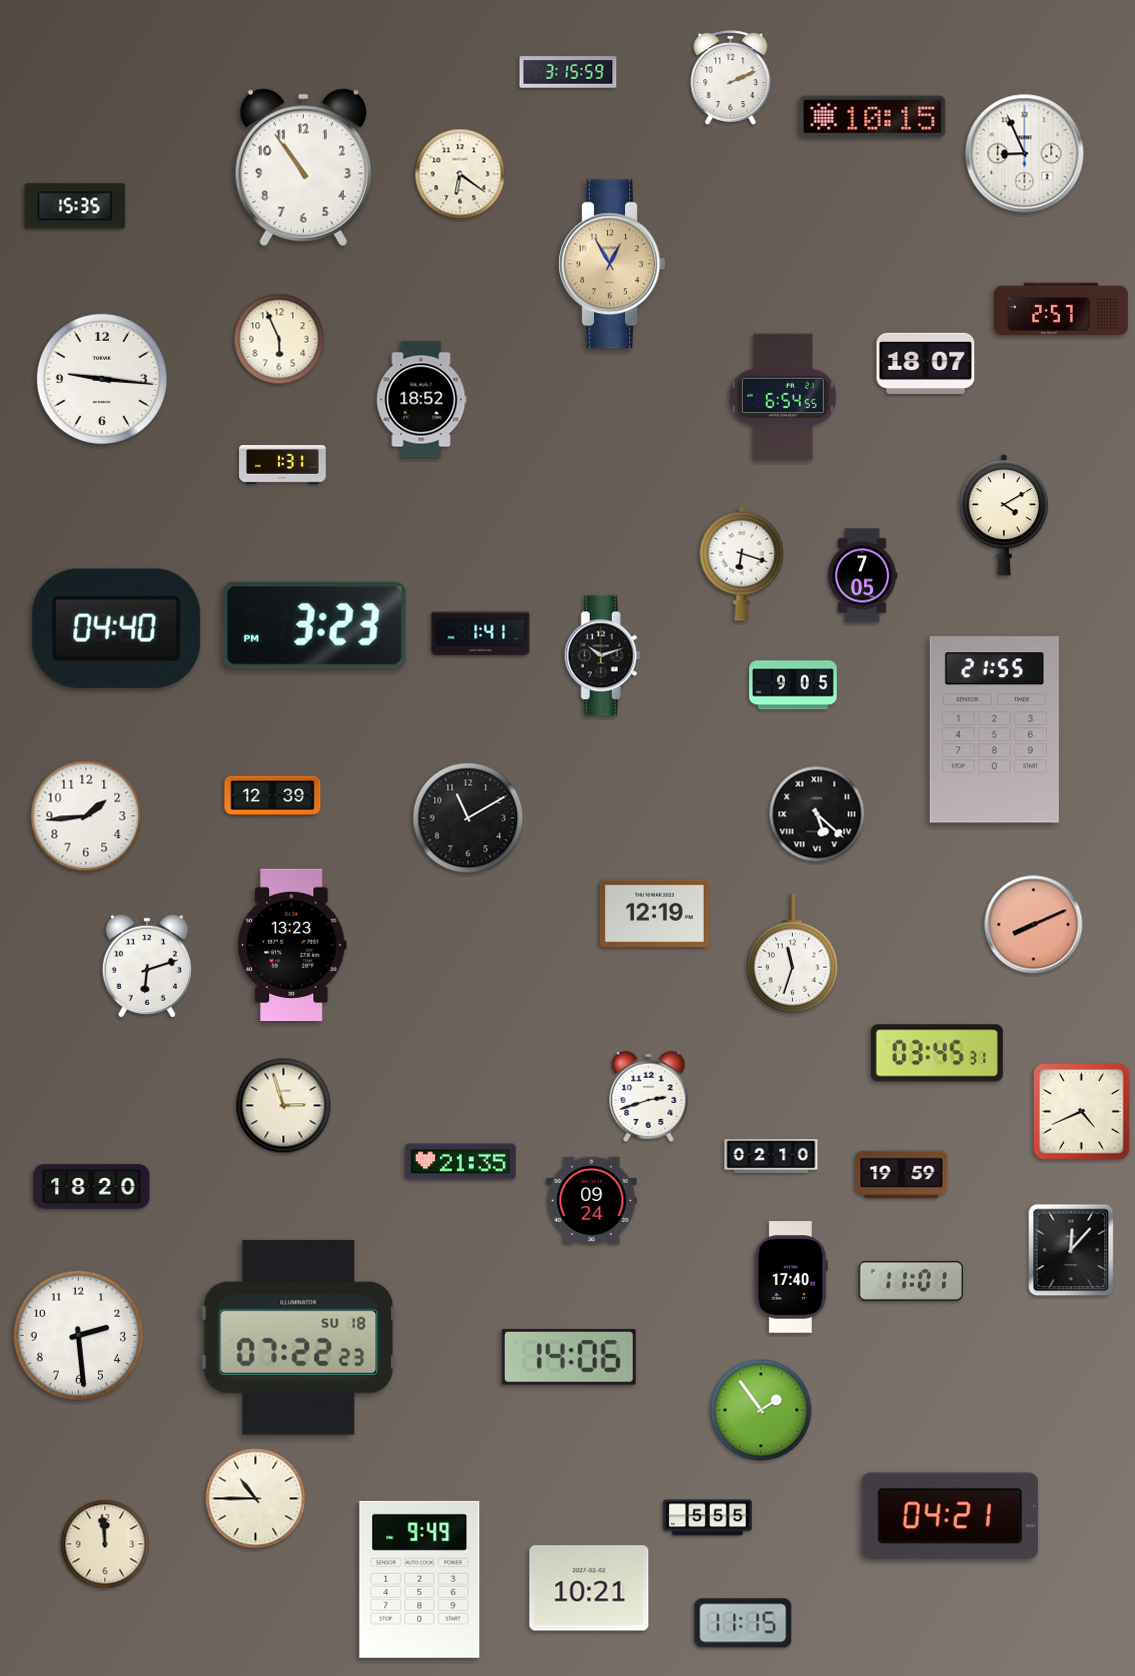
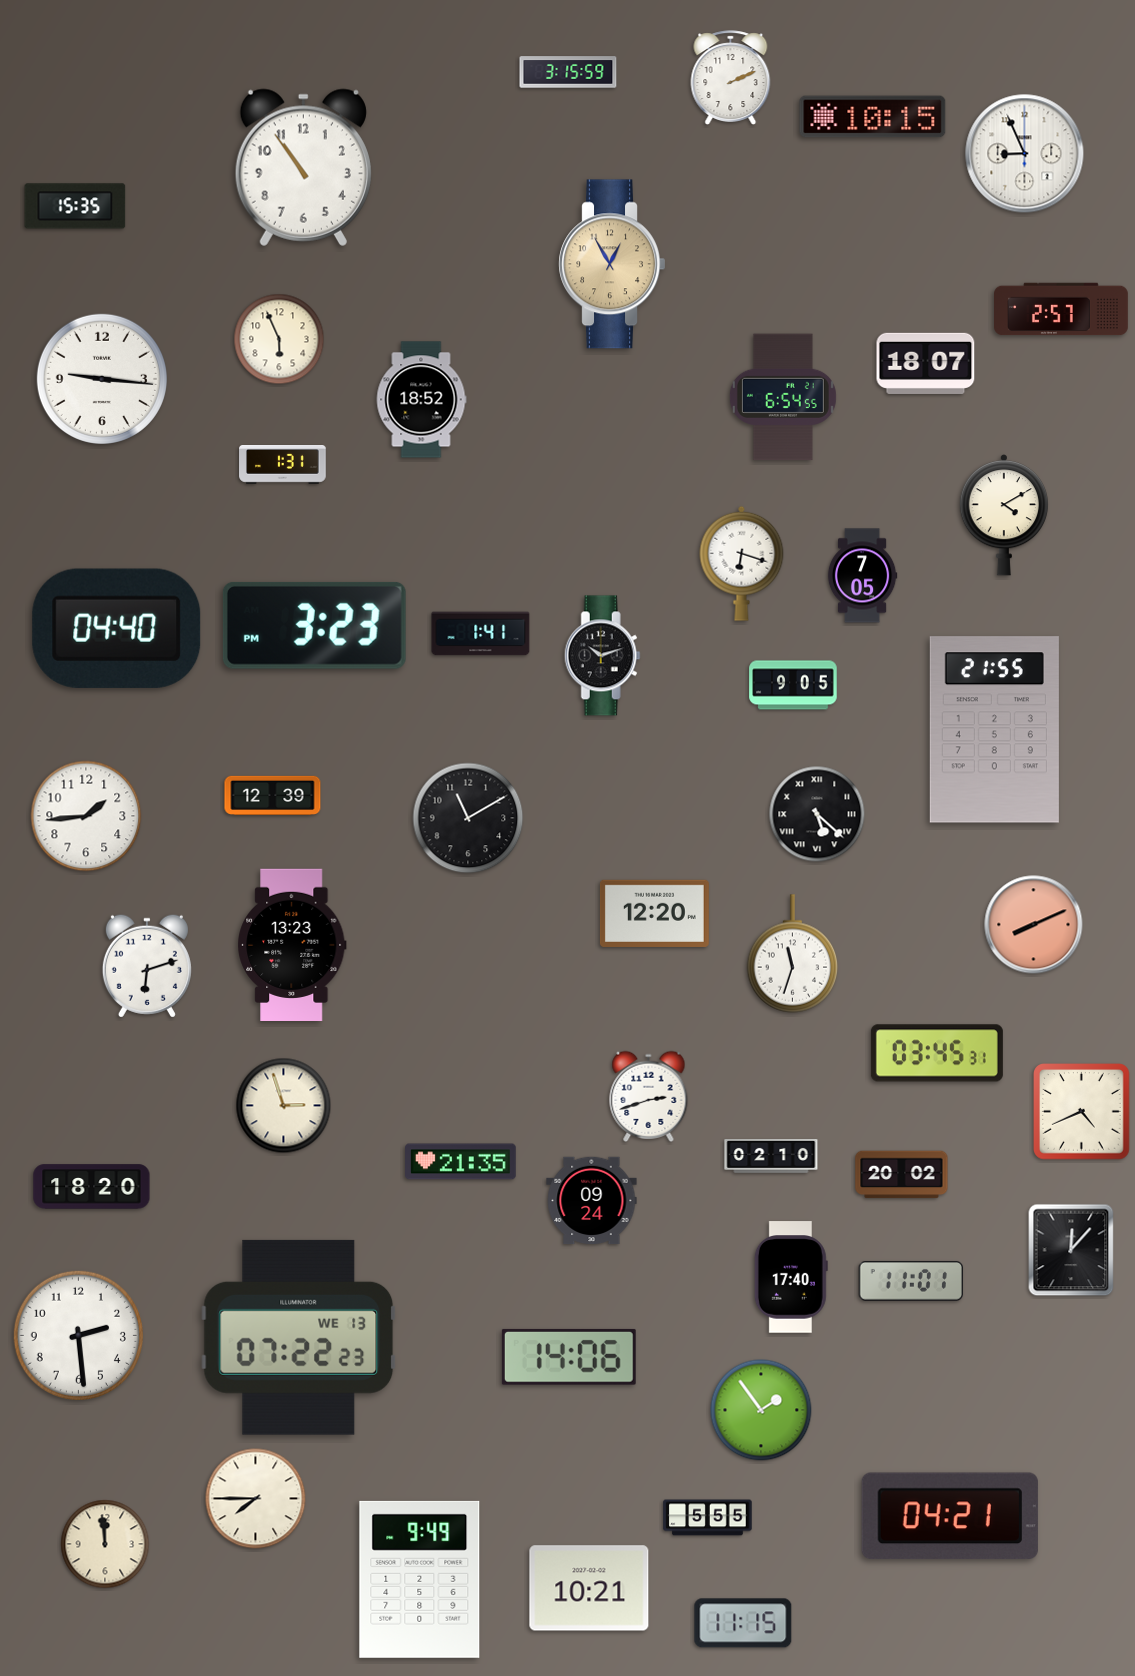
clock at (460, 174): 6:21 -> none
clock at (654, 913): 12:19 -> 12:20
clock at (902, 1175): 19:59 -> 20:02
clock at (299, 1337) date: SU 18 -> WE 13
clock at (256, 1499): 10:45 -> 7:45
